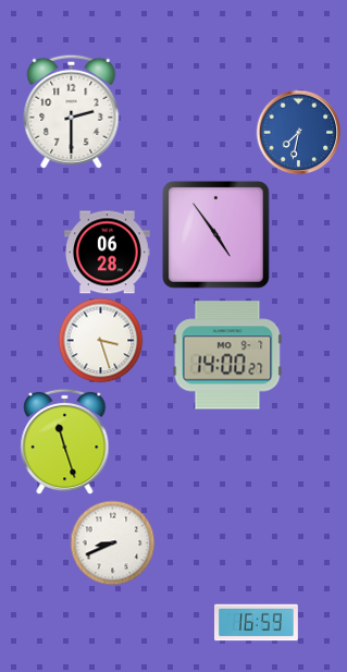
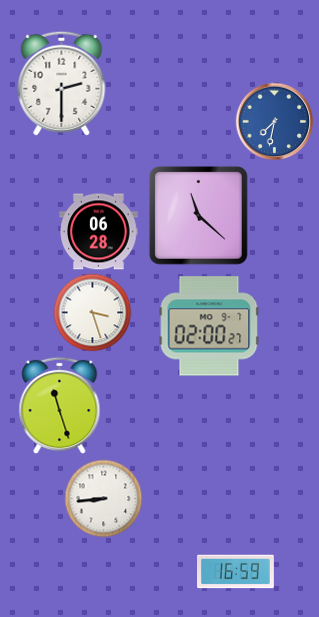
clock at (72, 111) position: (72, 111) -> (62, 83)
clock at (215, 234): 4:54 -> 11:22
clock at (227, 355): 14:00 -> 02:00
clock at (112, 542): 8:41 -> 8:44
